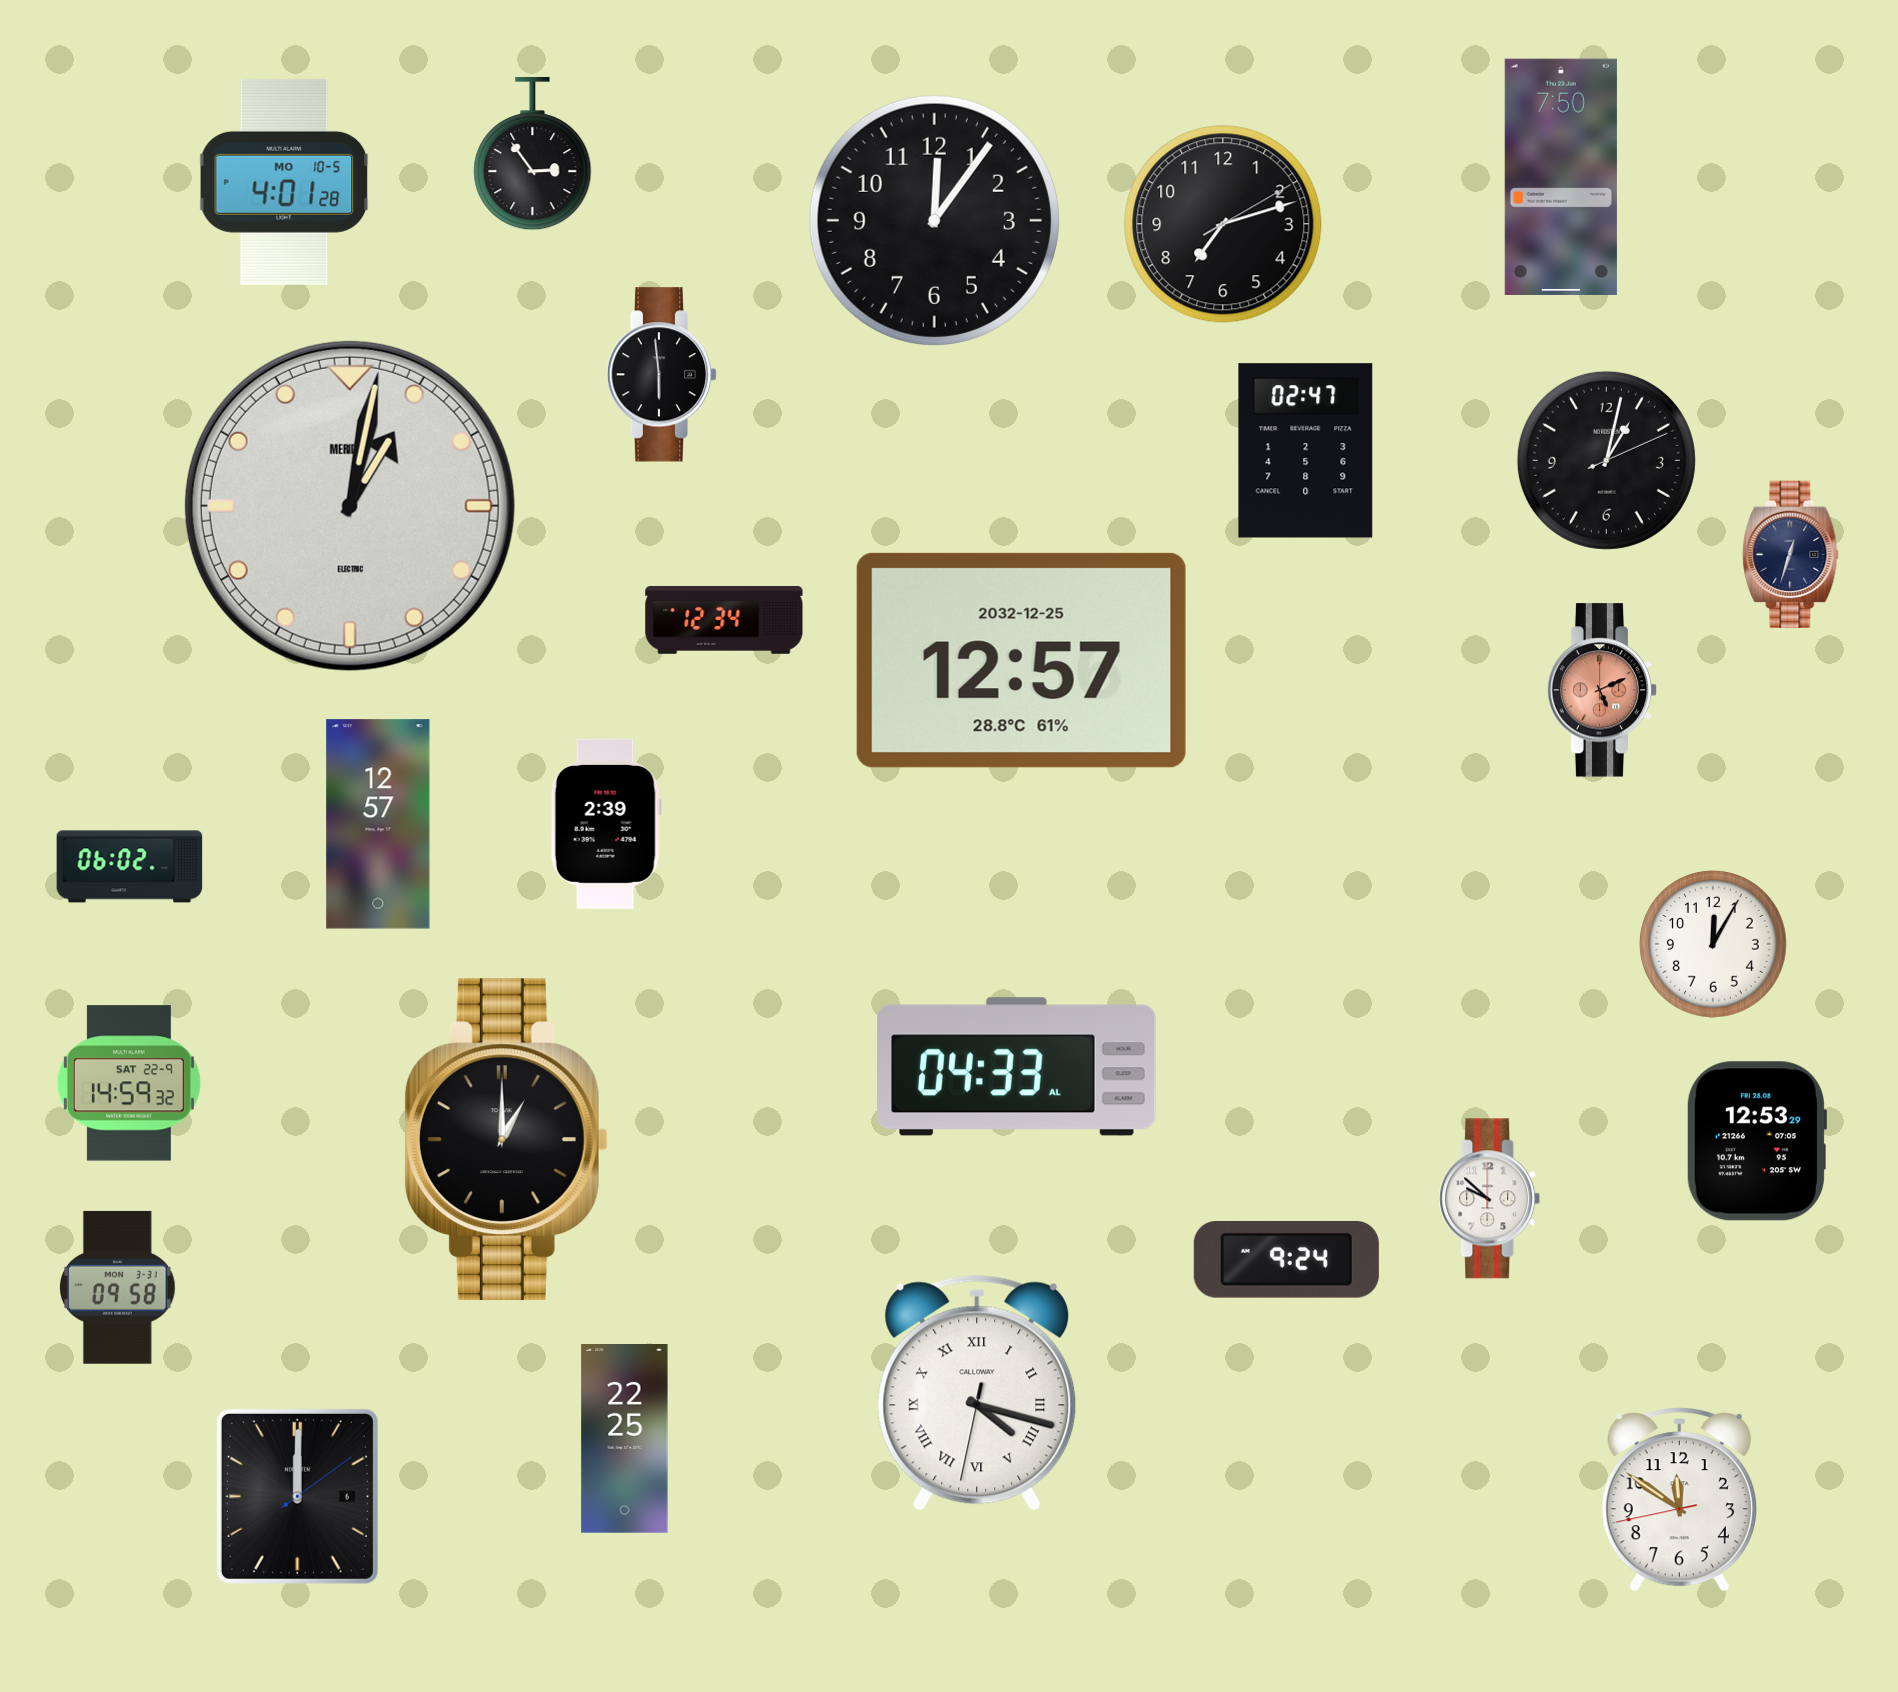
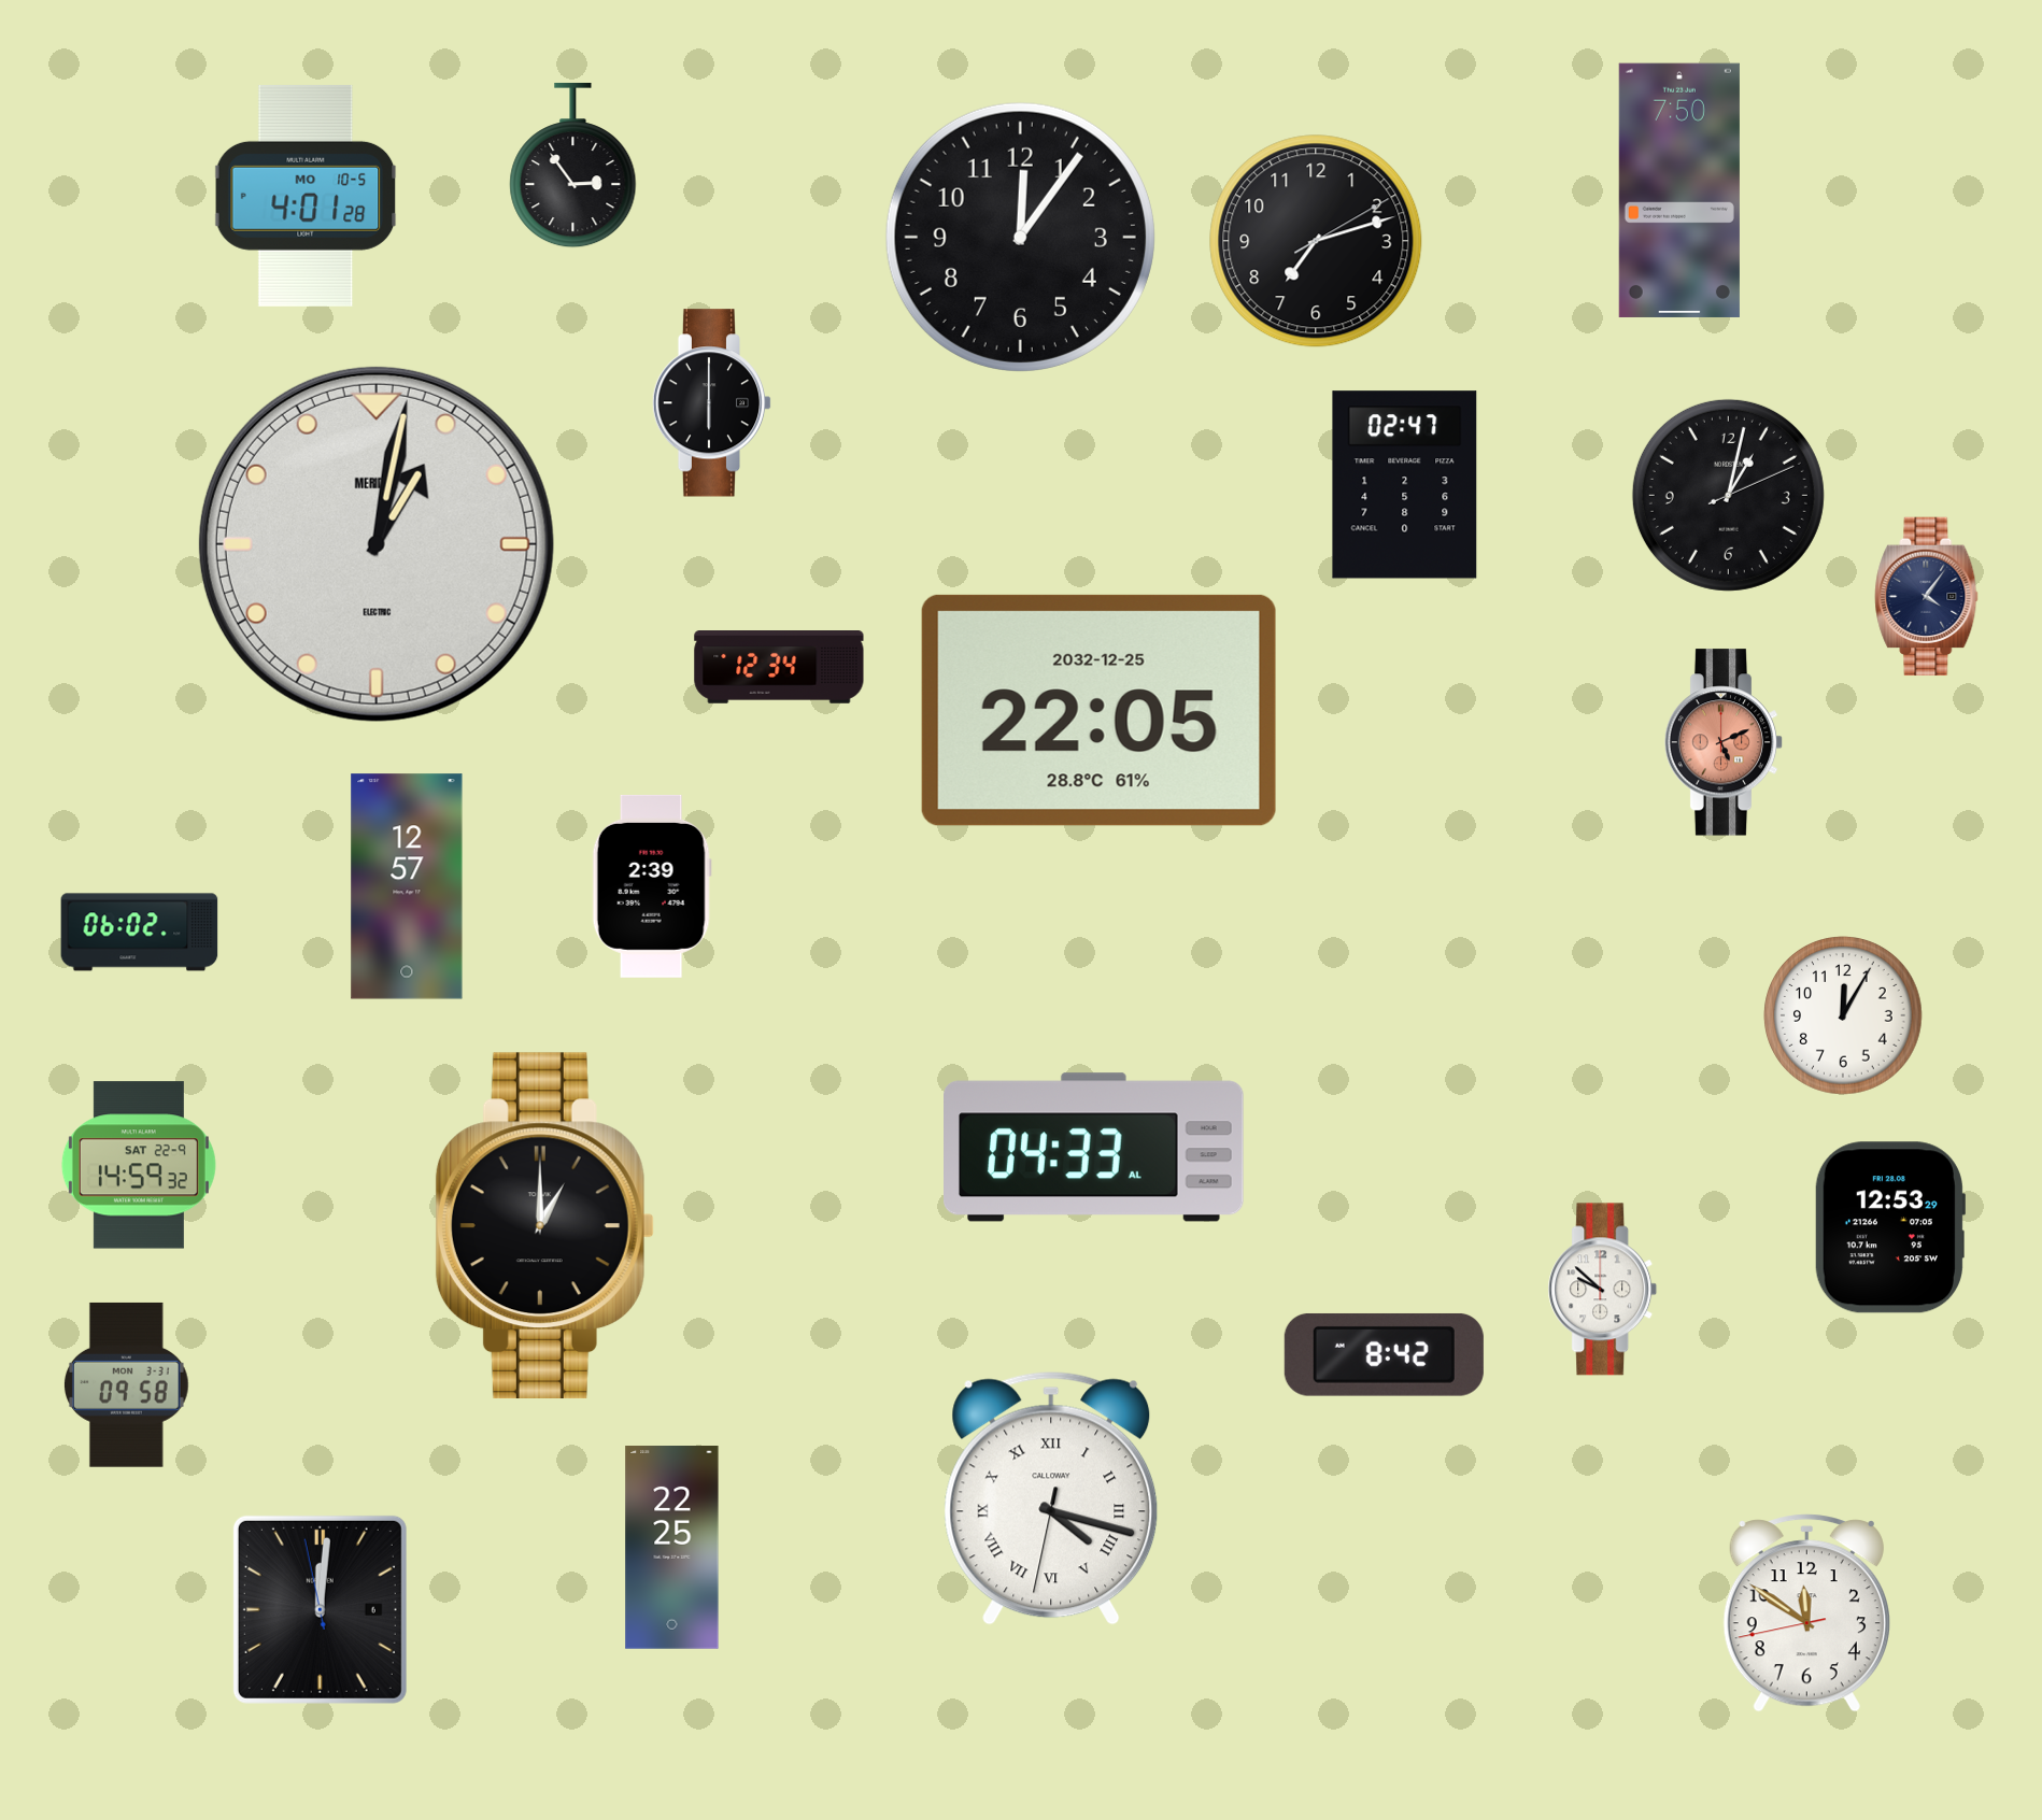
clock at (934, 220) position: (934, 220) -> (1020, 237)
clock at (662, 375): 5:59 -> 6:00
clock at (1791, 555): 12:33 -> 4:06
clock at (1021, 660): 12:57 -> 22:05
clock at (1286, 1259): 9:24 -> 8:42
clock at (297, 1496): 12:00:09 -> 12:00:58
